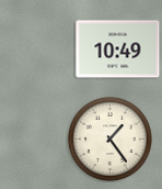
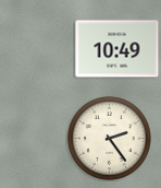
clock at (109, 138): 1:24 -> 2:24
